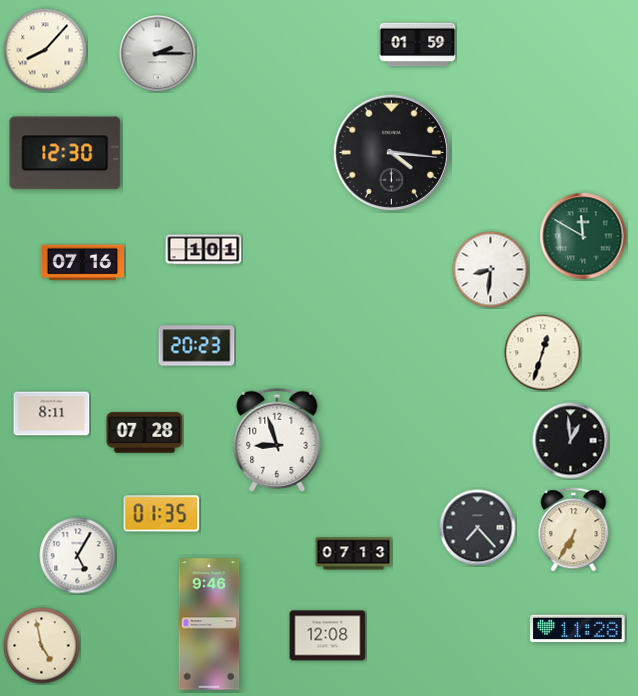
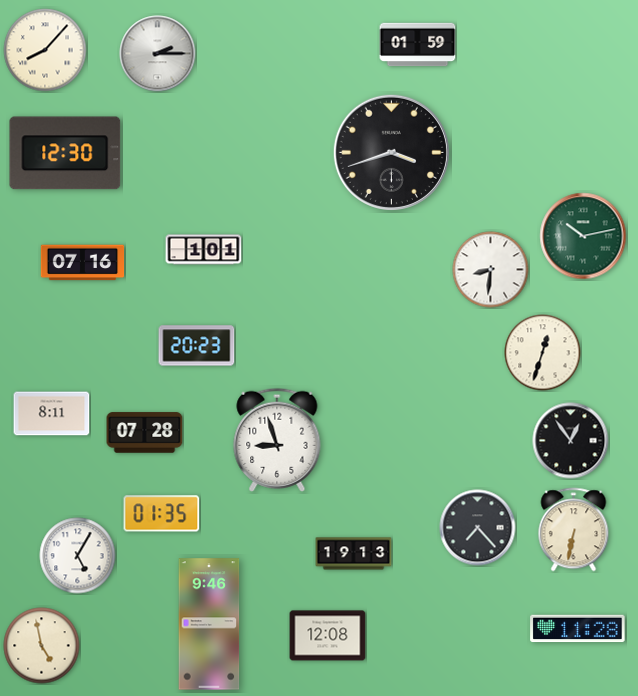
clock at (391, 152): 4:16 -> 3:42
clock at (583, 236): 11:50 -> 10:13
clock at (571, 441): 12:59 -> 12:54
clock at (574, 530): 6:35 -> 6:32
clock at (354, 554): 07:13 -> 19:13
